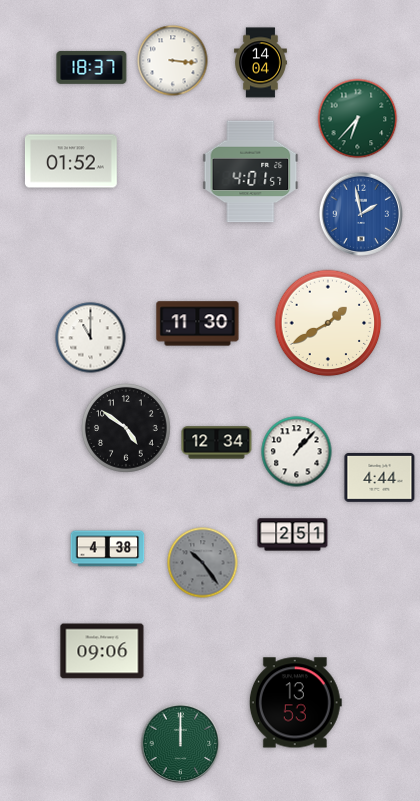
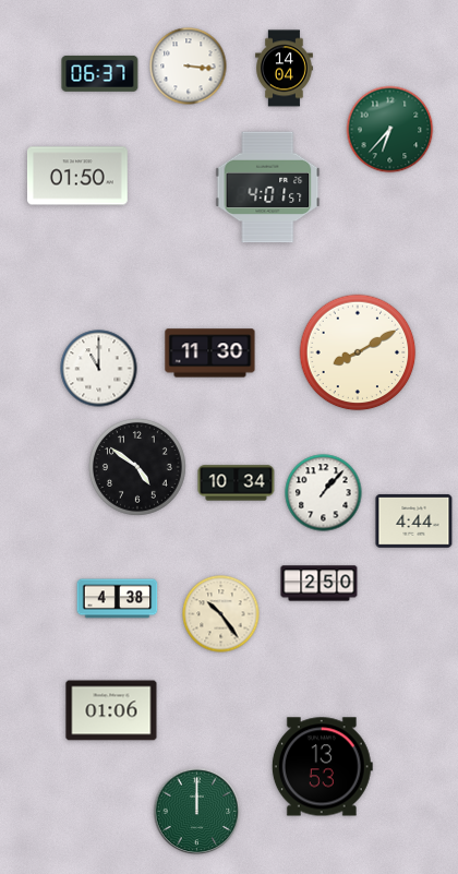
clock at (92, 67): 18:37 -> 06:37
clock at (71, 161): 01:52 -> 01:50
clock at (251, 172) position: (251, 172) -> (268, 188)
clock at (361, 214): 1:58 -> none
clock at (328, 323): 1:40 -> 8:10
clock at (198, 324) position: (198, 324) -> (210, 354)
clock at (217, 443): 12:34 -> 10:34
clock at (293, 535): 2:51 -> 2:50
clock at (203, 563) dial: grey -> cream
clock at (102, 651): 09:06 -> 01:06
